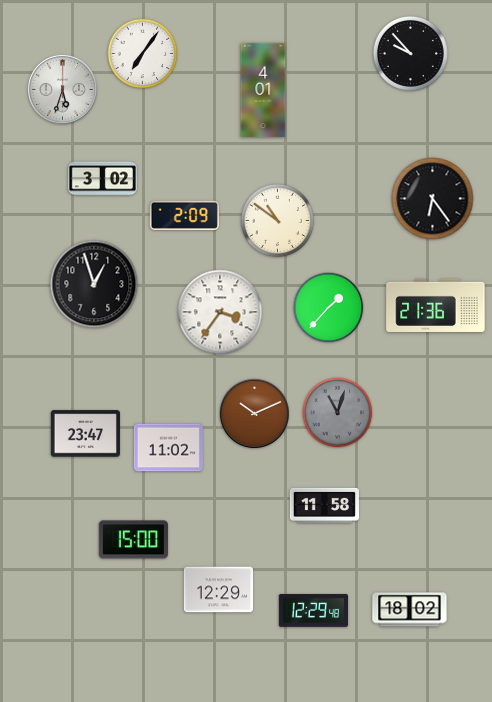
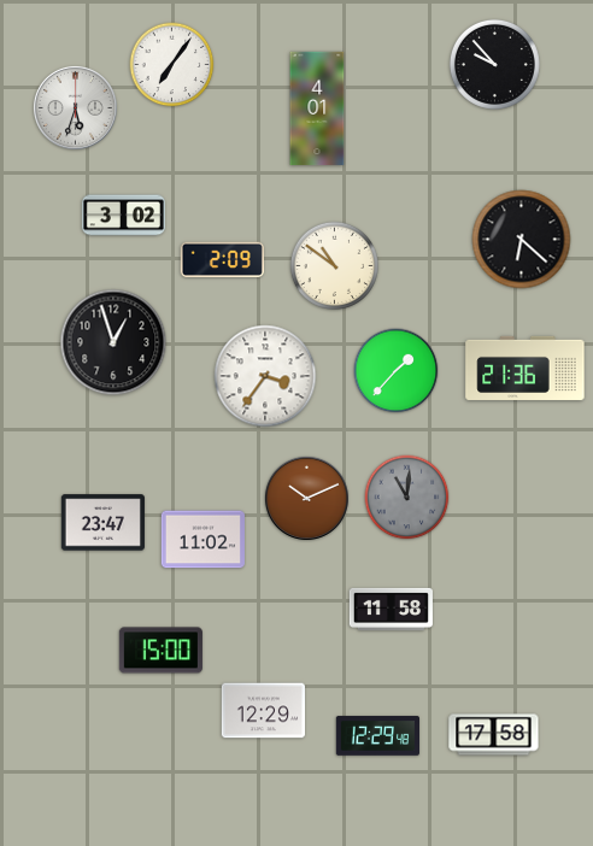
clock at (433, 199): 6:24 -> 6:22
clock at (338, 413): 11:03 -> 11:01
clock at (410, 610): 18:02 -> 17:58
